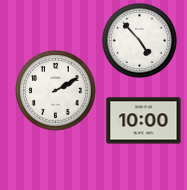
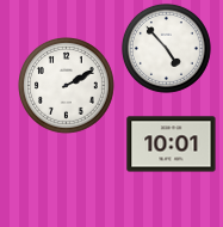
clock at (56, 91) position: (56, 91) -> (67, 86)
clock at (144, 121): 10:00 -> 10:01
